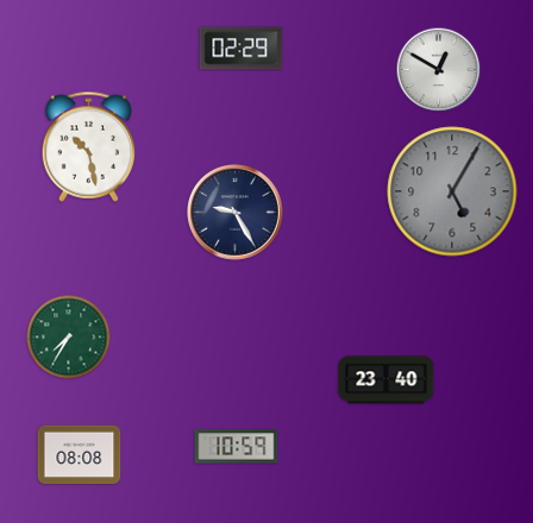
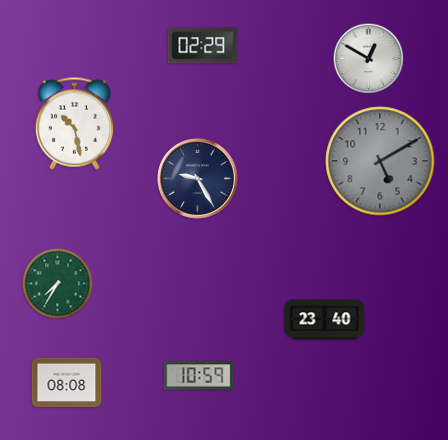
clock at (242, 49) position: (242, 49) -> (203, 46)
clock at (452, 191): 5:05 -> 5:10
